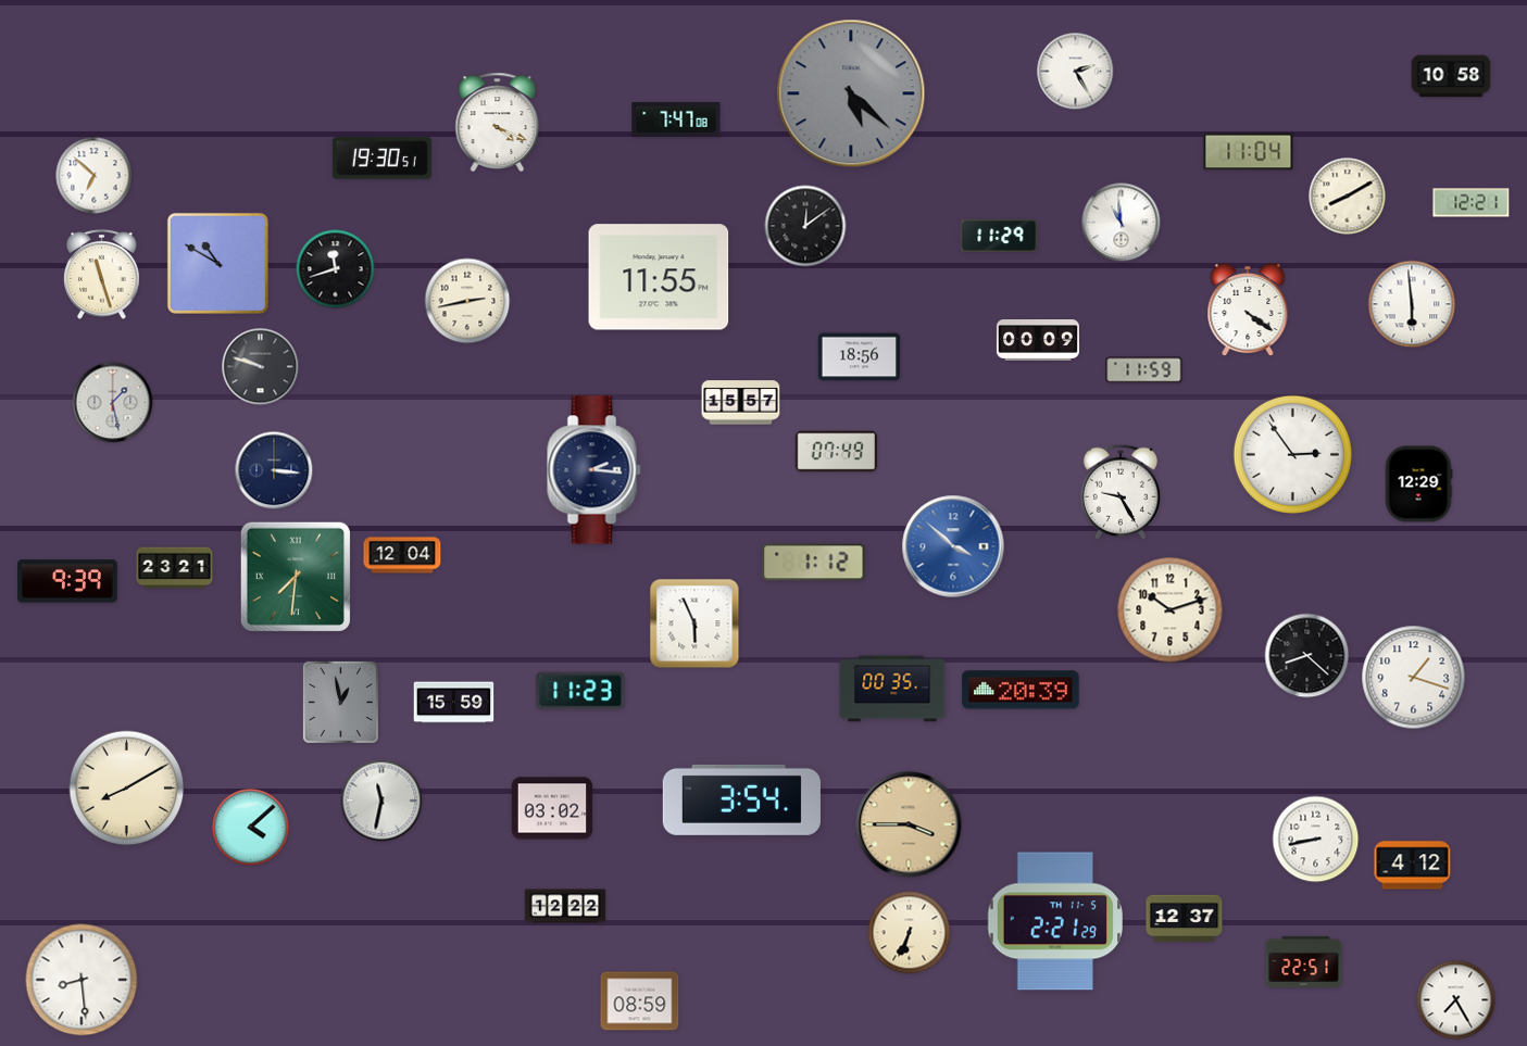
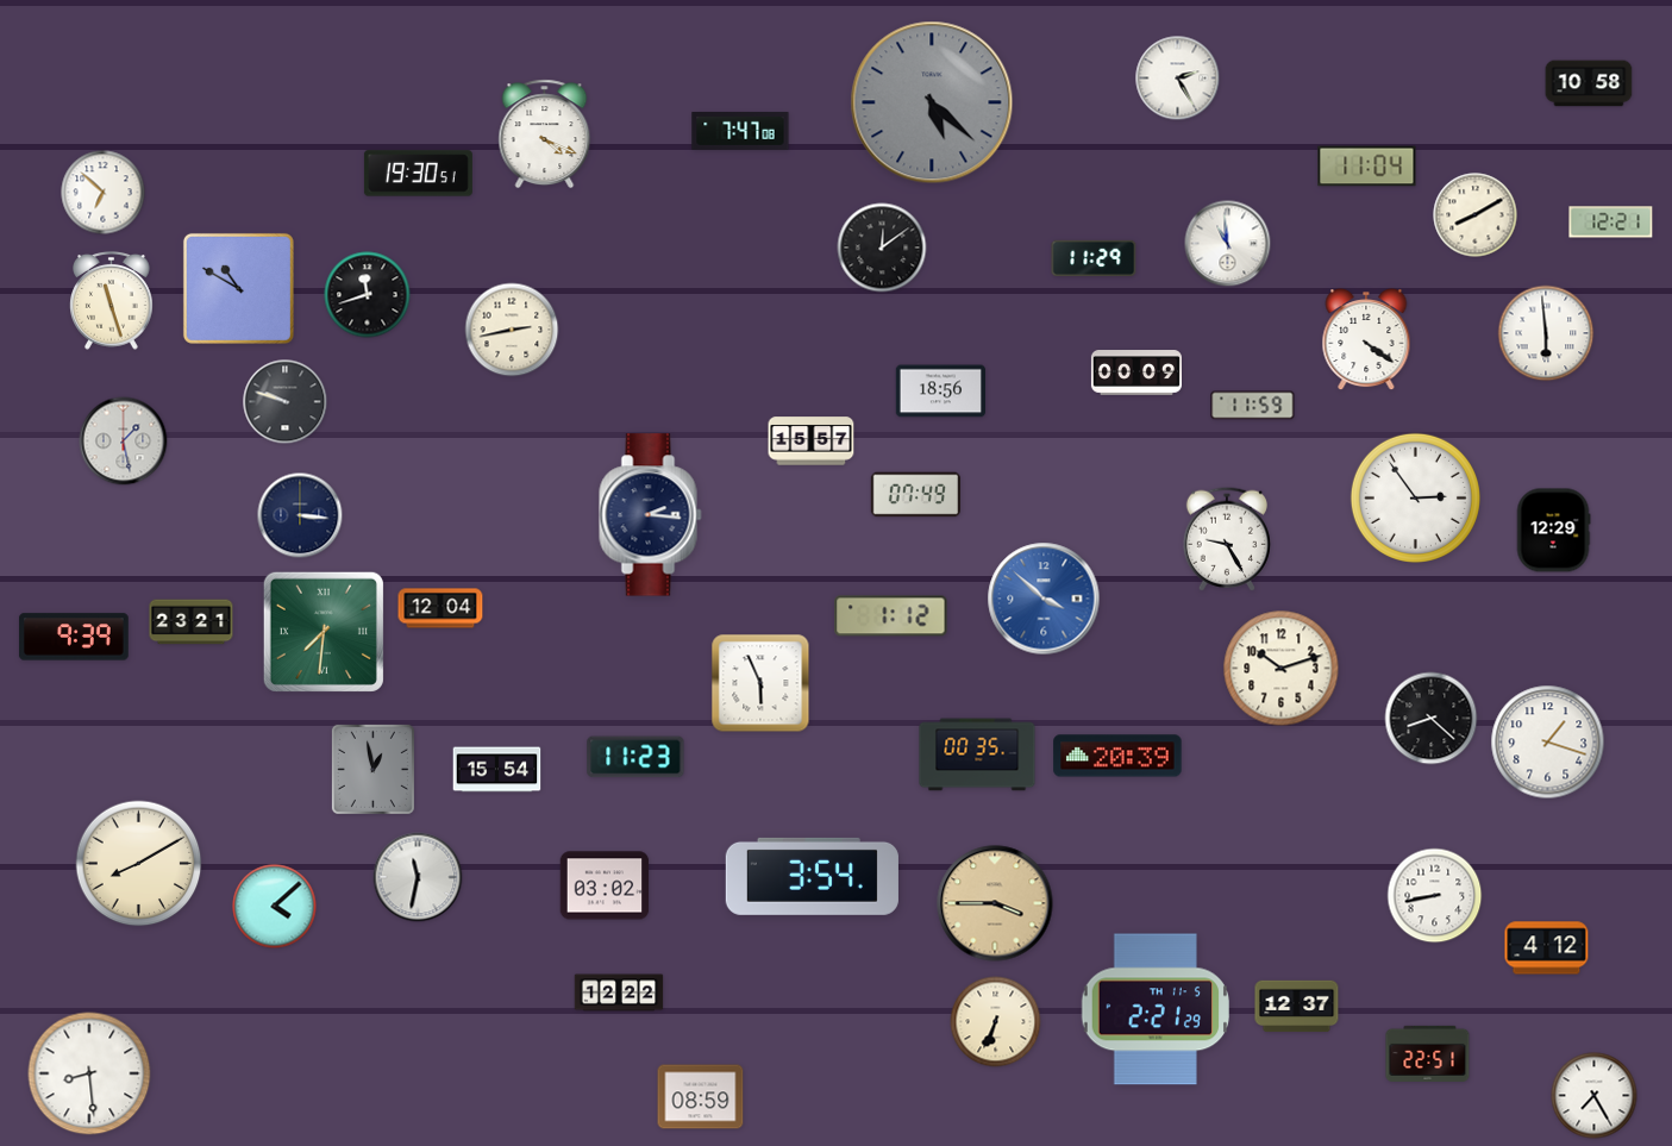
clock at (659, 277): 11:55 -> none
clock at (454, 703): 15:59 -> 15:54
clock at (1316, 840) position: (1316, 840) -> (1435, 896)
